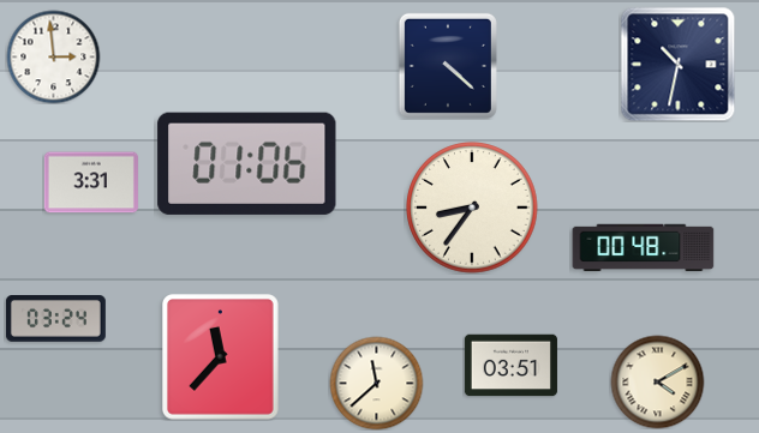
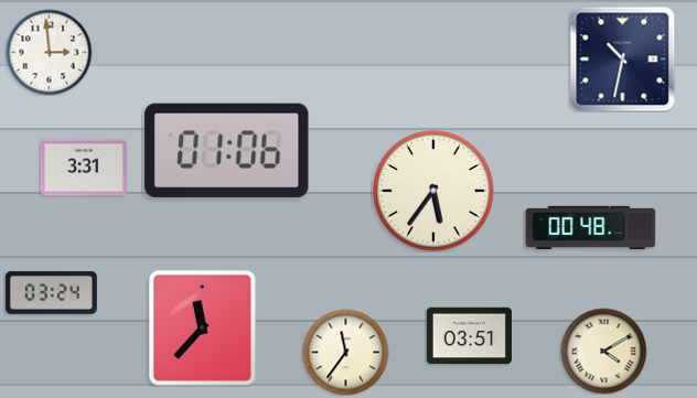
clock at (448, 66): 4:22 -> none
clock at (472, 208): 8:36 -> 5:36
clock at (376, 383): 11:38 -> 11:36
